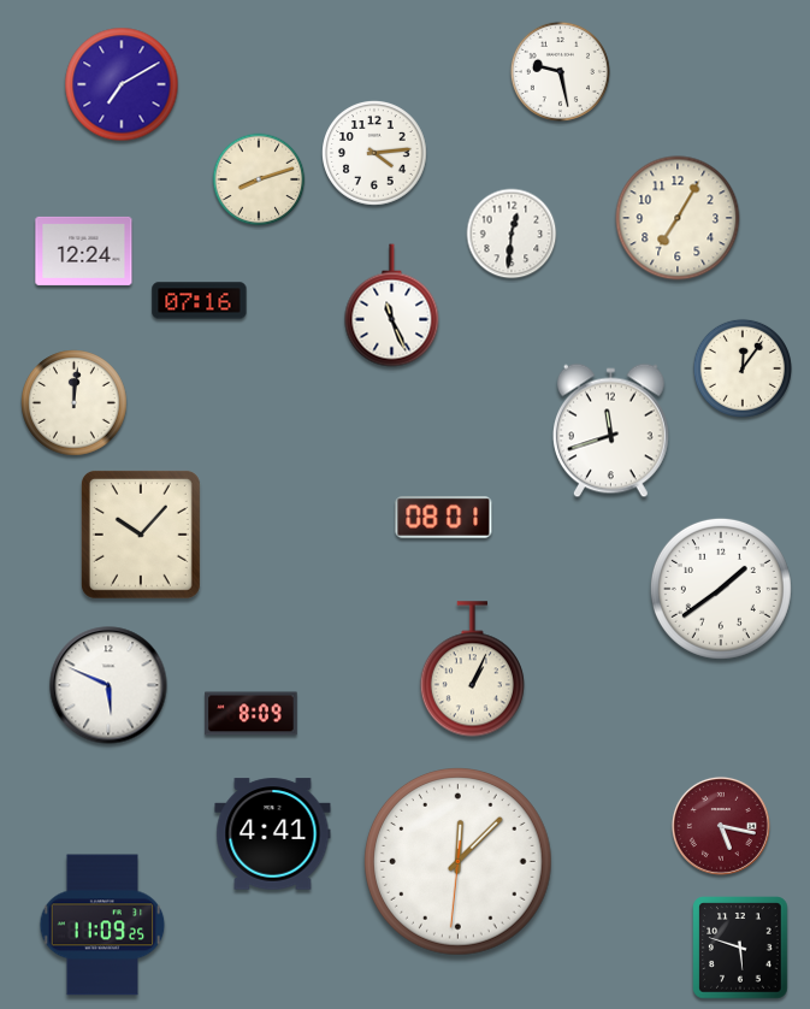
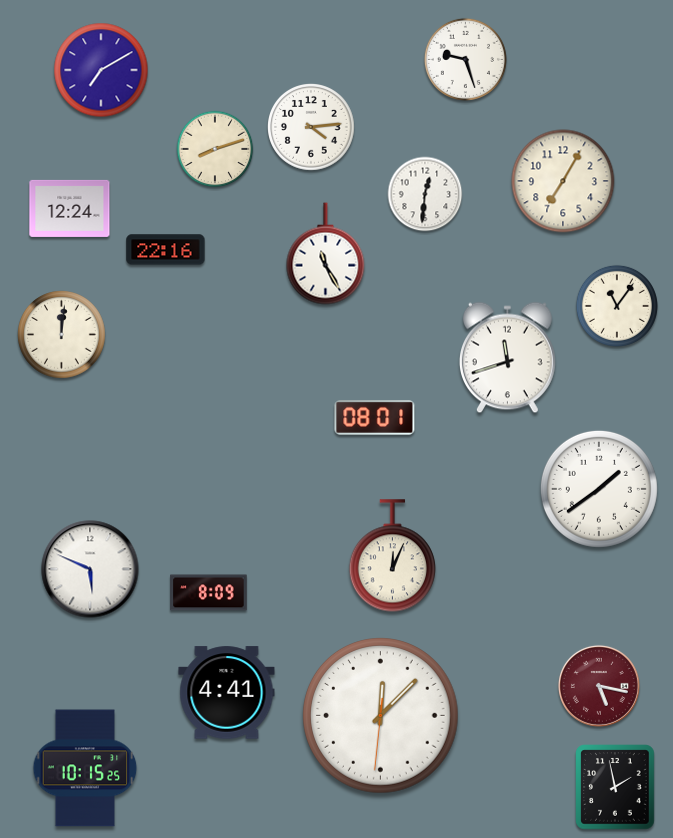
clock at (560, 71): 9:28 -> 9:27
clock at (200, 301): 07:16 -> 22:16
clock at (392, 306): 11:26 -> 11:25
clock at (743, 368): 12:06 -> 11:06
clock at (444, 518) position: (444, 518) -> (375, 418)
clock at (141, 535): 10:07 -> none
clock at (472, 669): 1:04 -> 12:04
clock at (102, 925): 11:09 -> 10:15
clock at (740, 948): 5:48 -> 1:58
